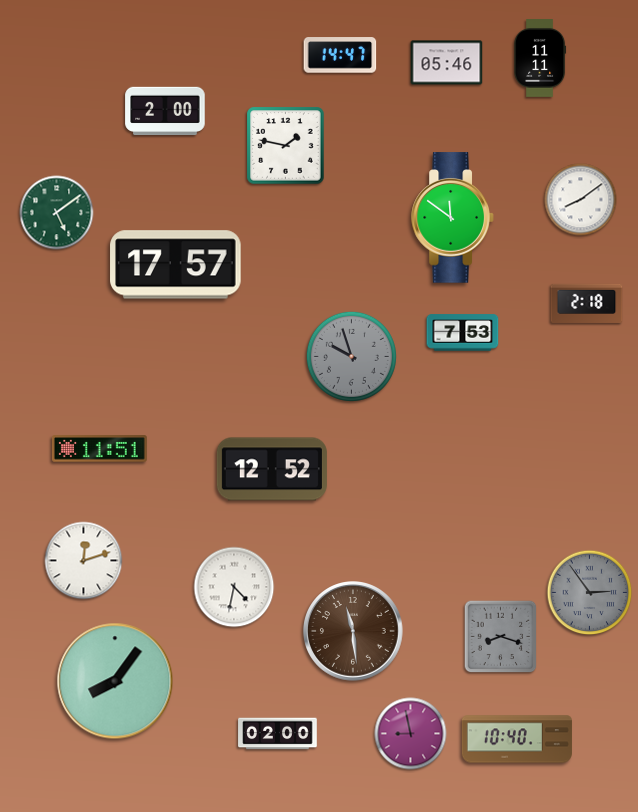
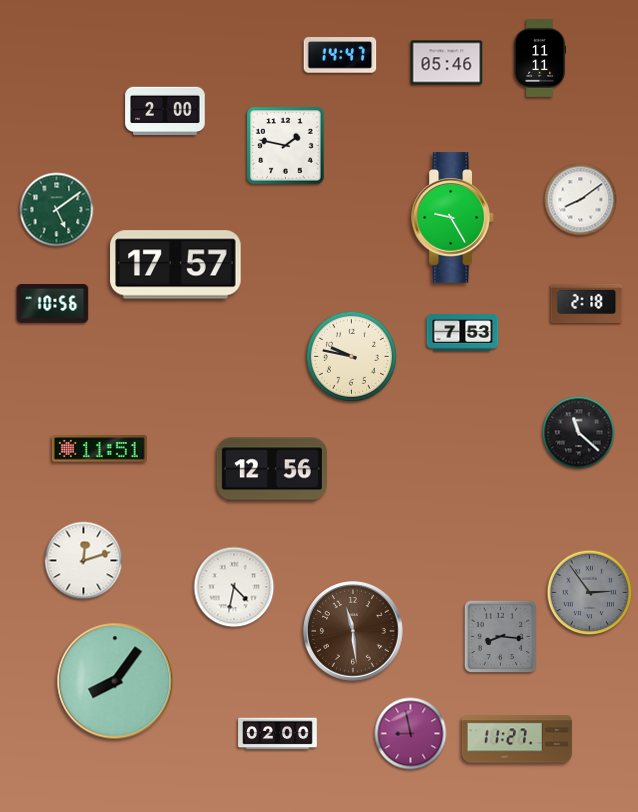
clock at (57, 213) position: (57, 213) -> (57, 210)
clock at (453, 218): 11:51 -> 9:25
clock at (53, 304): none -> 10:56
clock at (351, 356): 9:57 -> 9:47
clock at (351, 356) dial: grey -> cream
clock at (579, 433): none -> 11:22
clock at (272, 469): 12:52 -> 12:56
clock at (501, 637): 8:18 -> 8:16
clock at (517, 739): 10:40 -> 11:27
